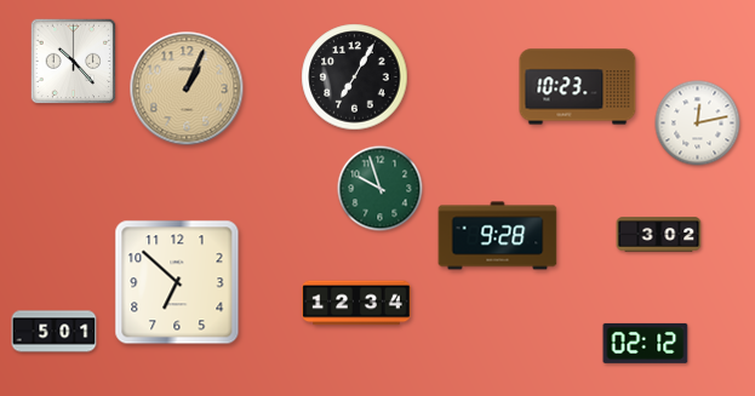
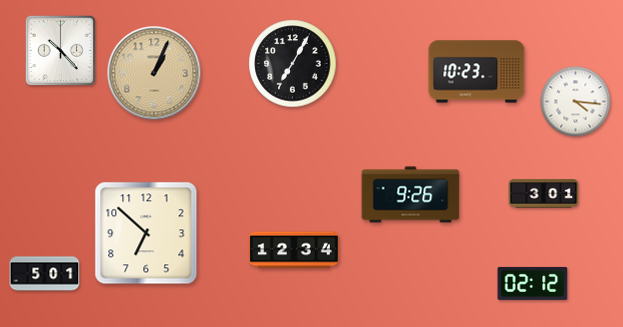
clock at (698, 124): 12:13 -> 4:16
clock at (381, 189): 9:57 -> none
clock at (659, 235): 3:02 -> 3:01
clock at (498, 236): 9:28 -> 9:26
